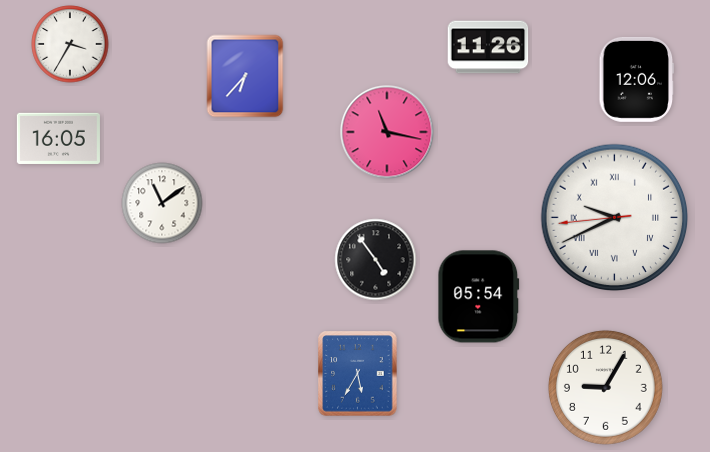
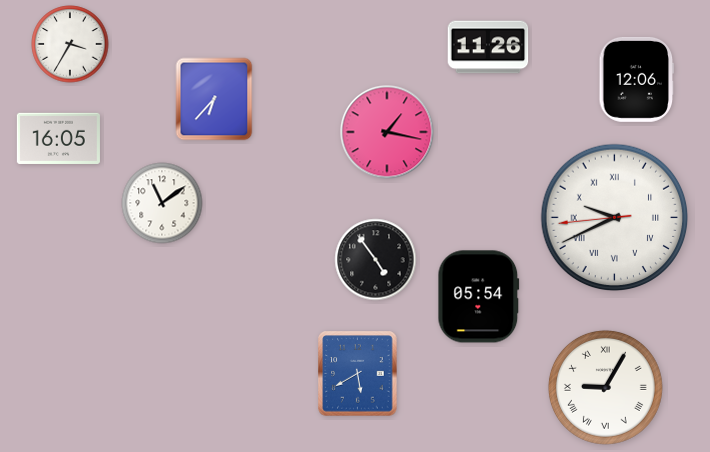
clock at (245, 76) position: (245, 76) -> (214, 99)
clock at (387, 132): 11:17 -> 1:17
clock at (358, 374): 5:35 -> 5:40
clock at (605, 387) numerals: Arabic -> Roman
